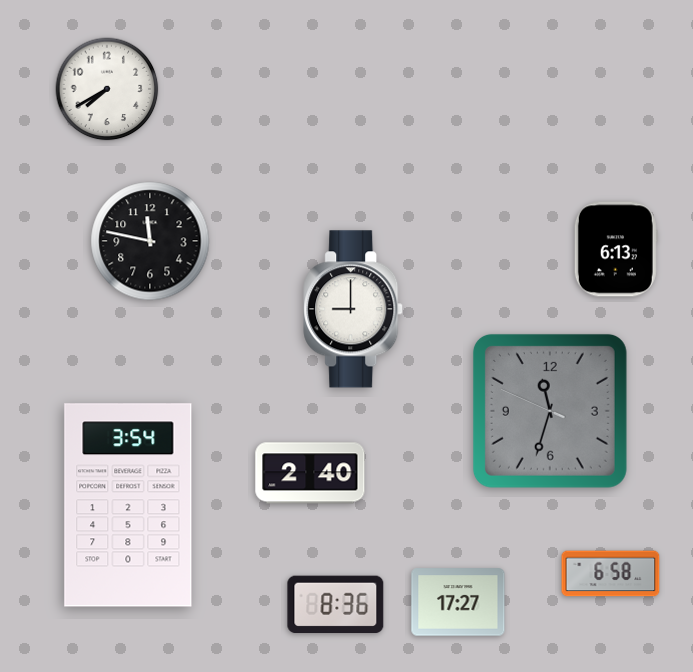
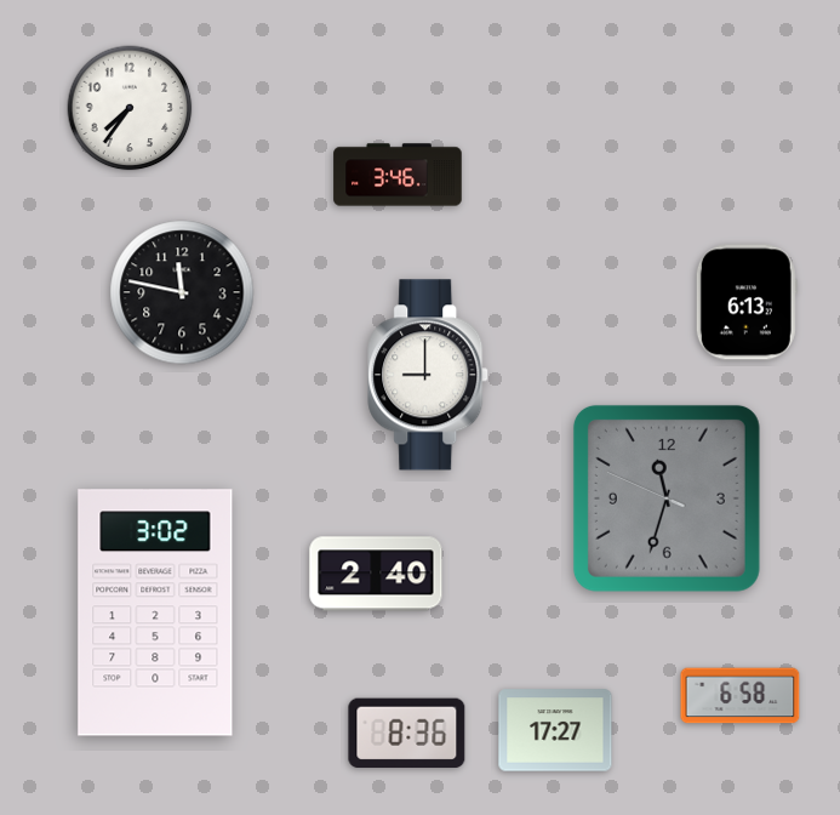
clock at (107, 89): 7:40 -> 7:36
clock at (398, 175): none -> 3:46
clock at (128, 505): 3:54 -> 3:02
